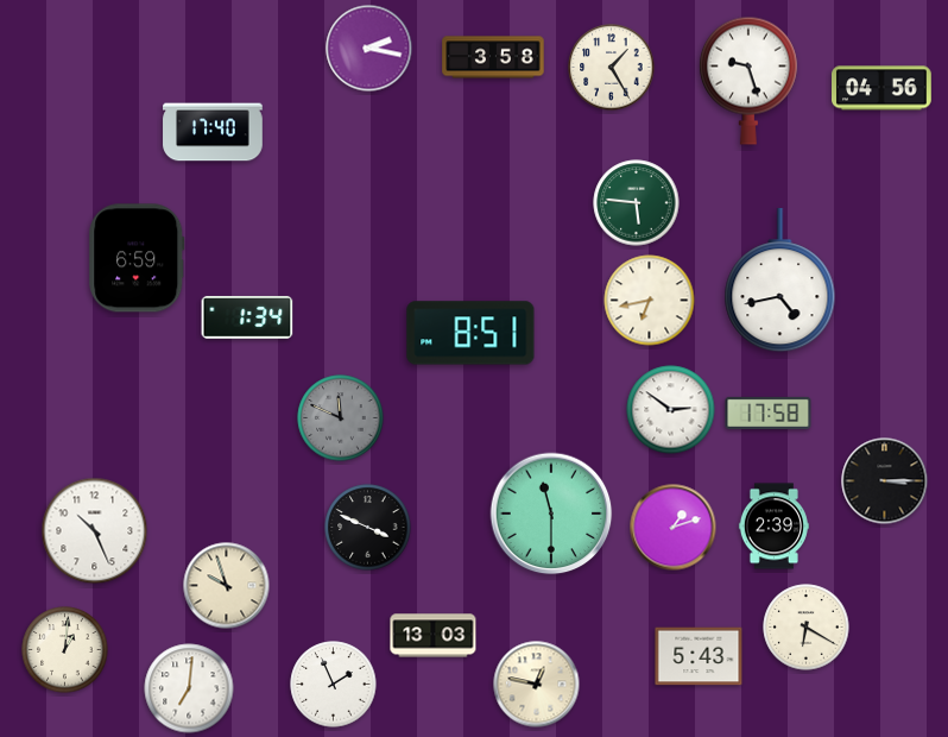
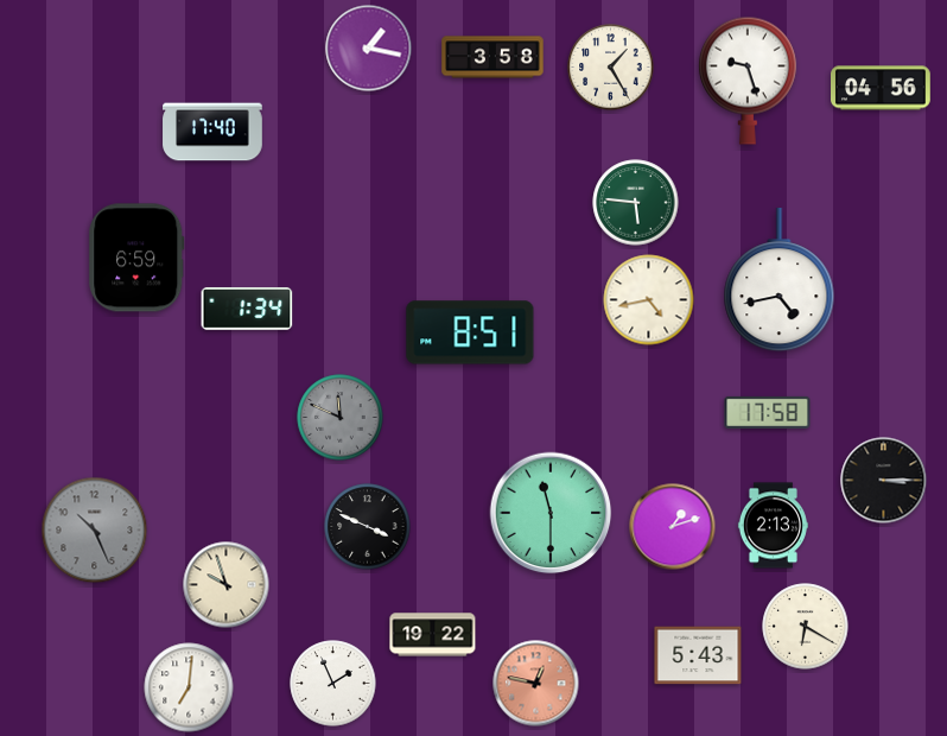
clock at (369, 49): 2:17 -> 1:17
clock at (650, 301): 6:43 -> 4:43
clock at (247, 317) position: (247, 317) -> (247, 309)
clock at (671, 410): 2:51 -> none
clock at (773, 527): 2:39 -> 2:13
clock at (95, 531) dial: white -> grey
clock at (434, 636): 13:03 -> 19:22
clock at (65, 650): 1:01 -> none
clock at (537, 685) dial: cream -> salmon
